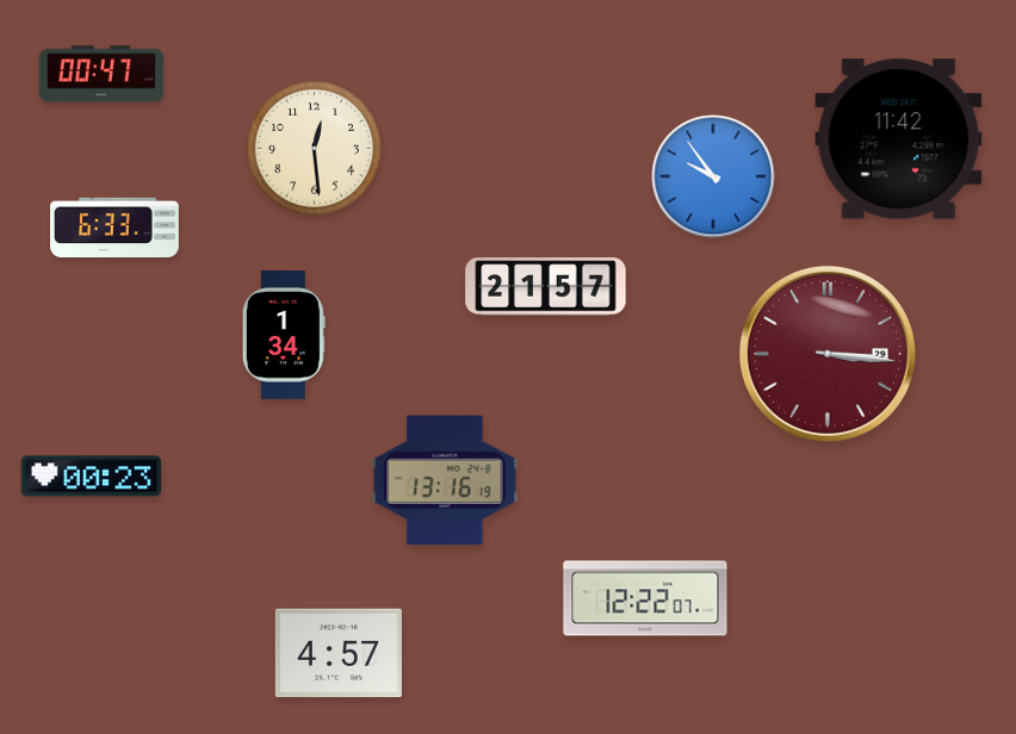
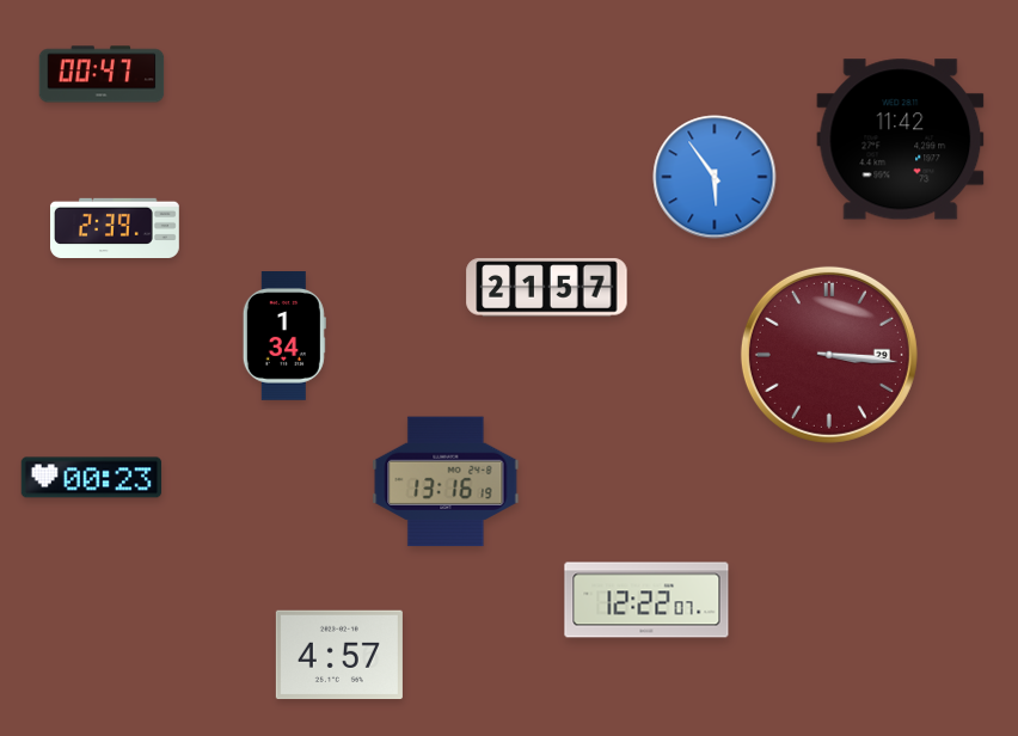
clock at (314, 148): 12:29 -> none
clock at (713, 176): 9:54 -> 5:54
clock at (116, 226): 6:33 -> 2:39
